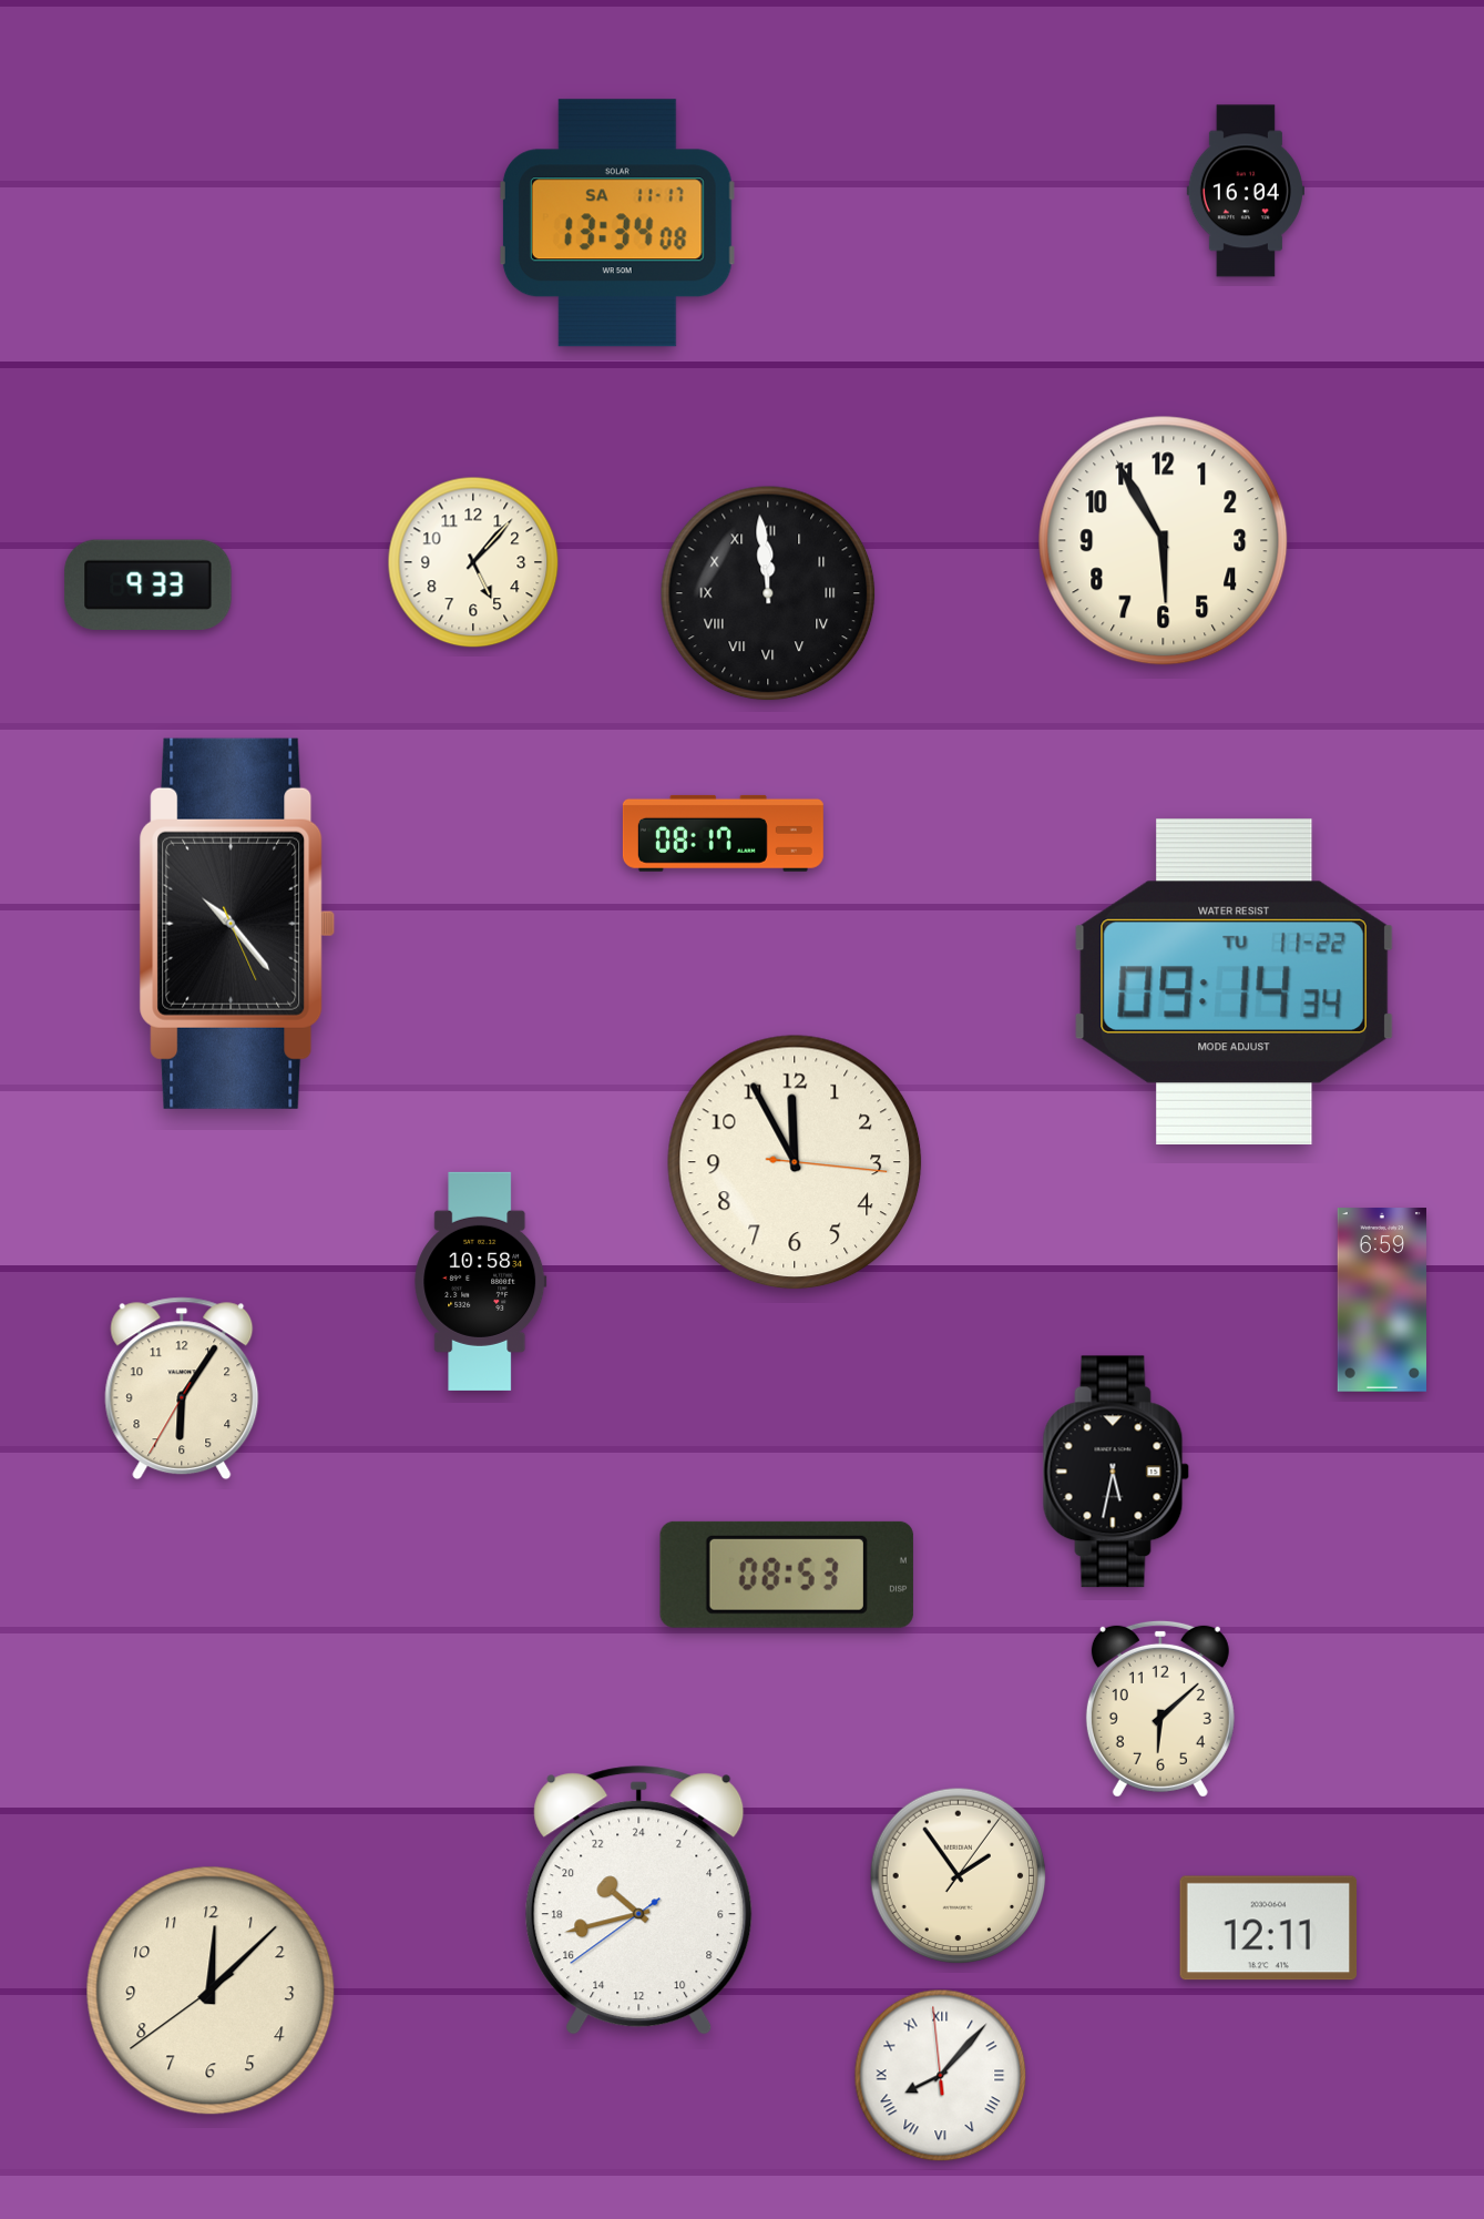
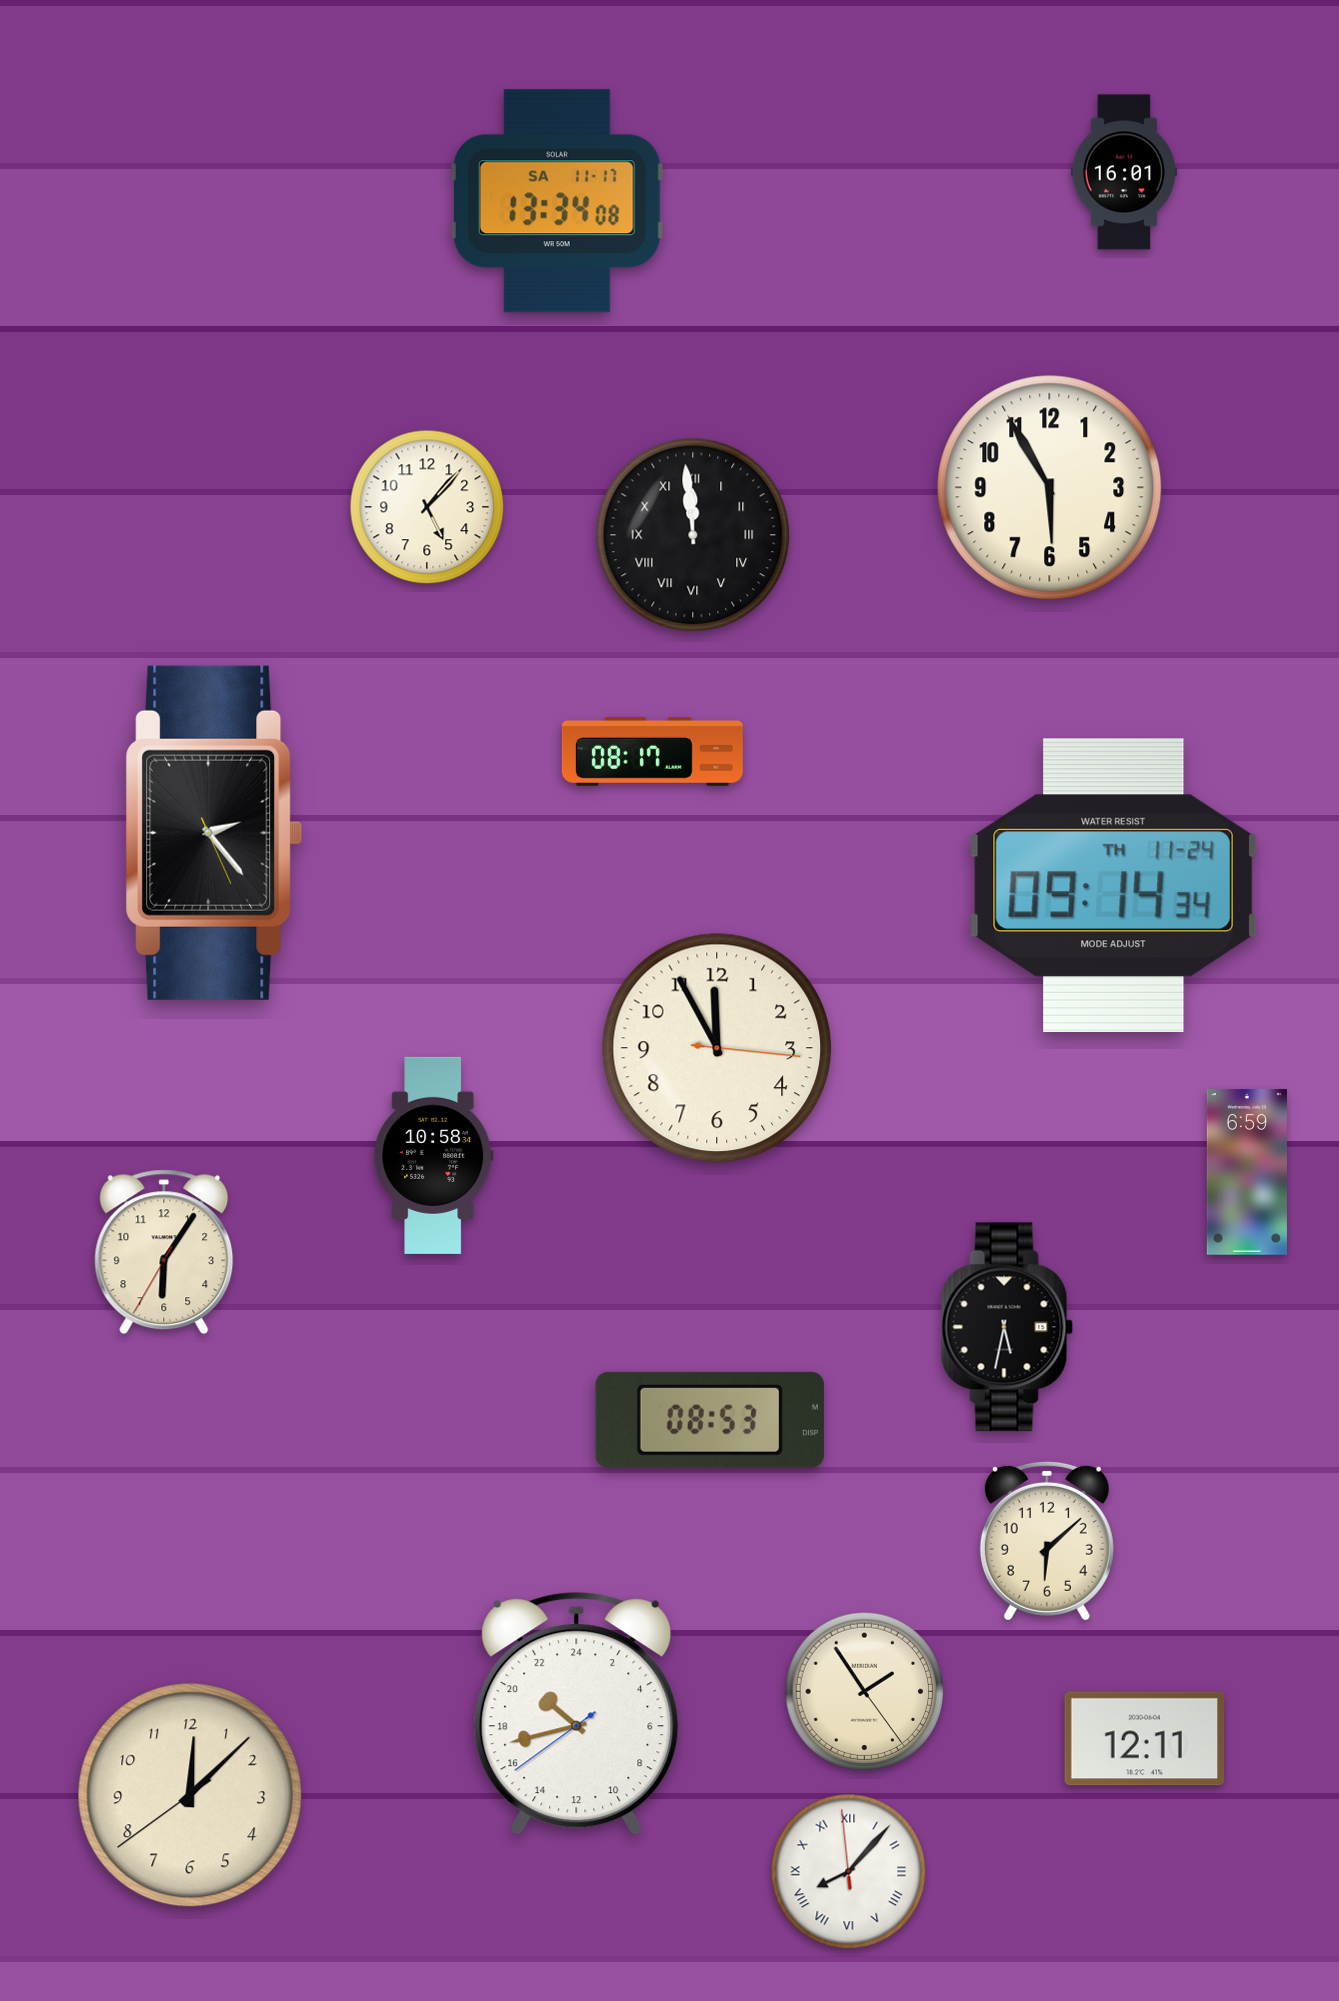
clock at (1246, 191): 16:04 -> 16:01
clock at (149, 584): 9:33 -> none
clock at (237, 924): 10:23 -> 2:23
clock at (1234, 981) date: TU 11-22 -> TH 11-24
clock at (959, 1876): 1:54:06 -> 1:54:24
